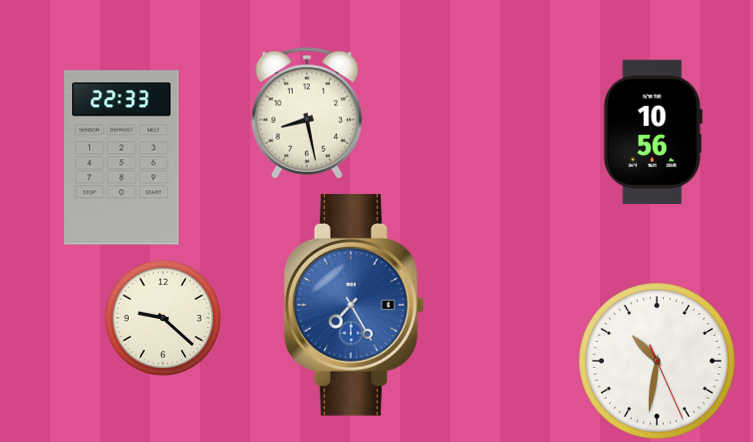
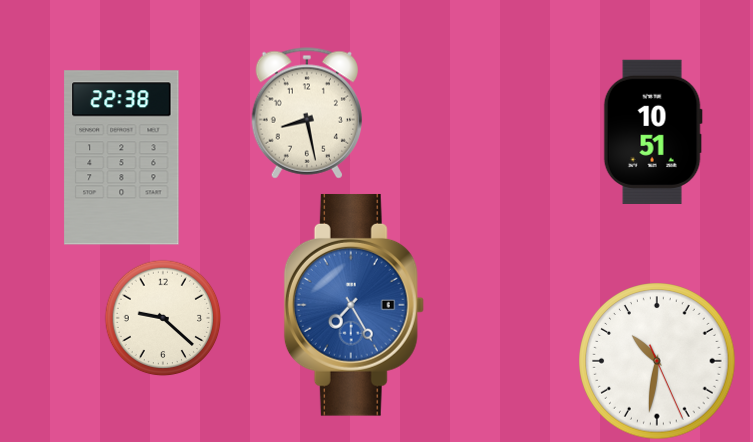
clock at (653, 132): 10:56 -> 10:51
clock at (122, 158): 22:33 -> 22:38
